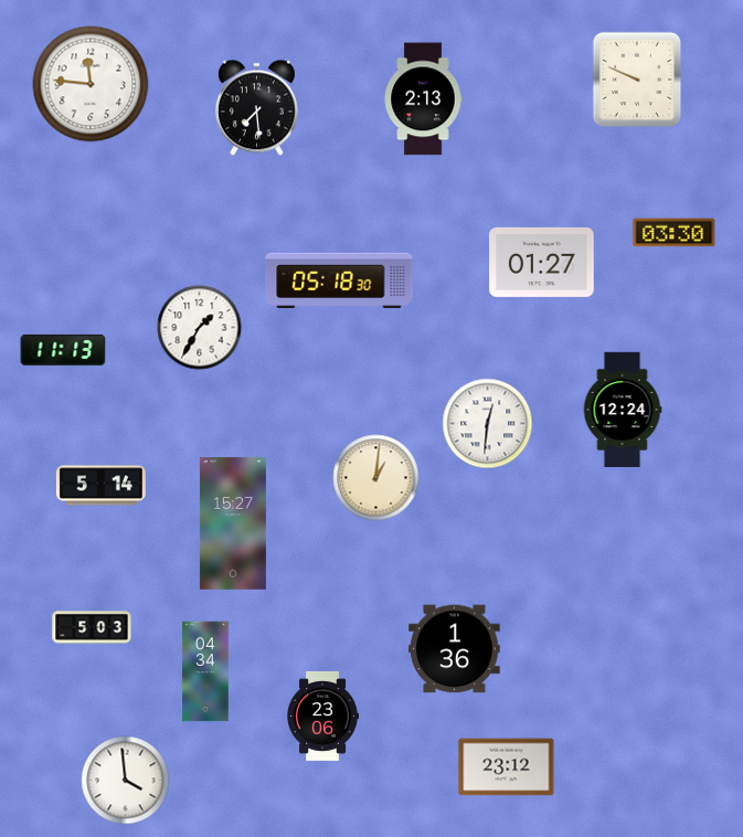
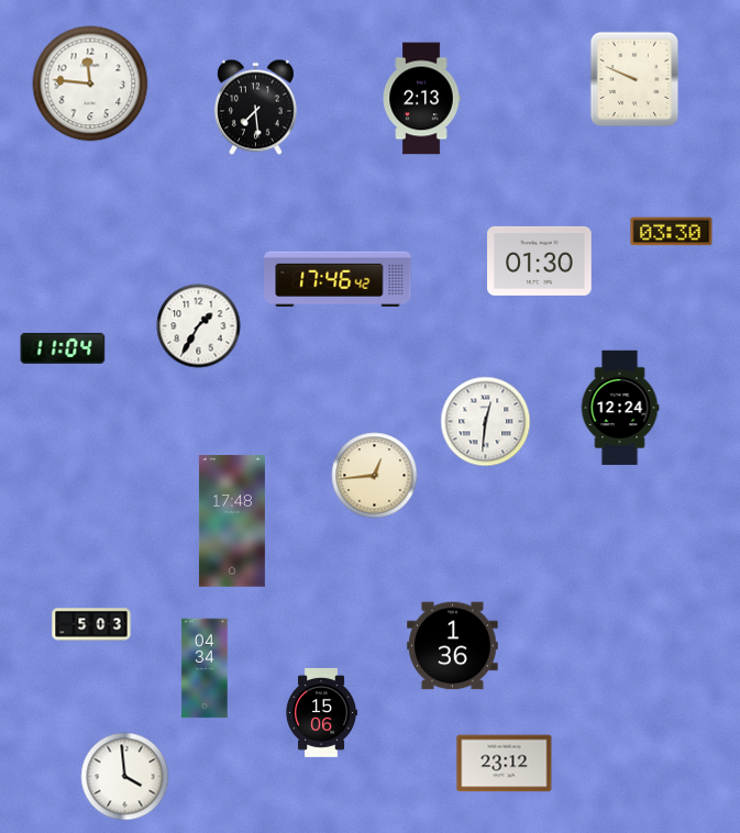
clock at (542, 262): 01:27 -> 01:30
clock at (339, 280): 05:18 -> 17:46
clock at (63, 350): 11:13 -> 11:04
clock at (376, 478): 1:01 -> 12:44
clock at (100, 486): 5:14 -> none
clock at (233, 523): 15:27 -> 17:48
clock at (322, 716): 23:06 -> 15:06
